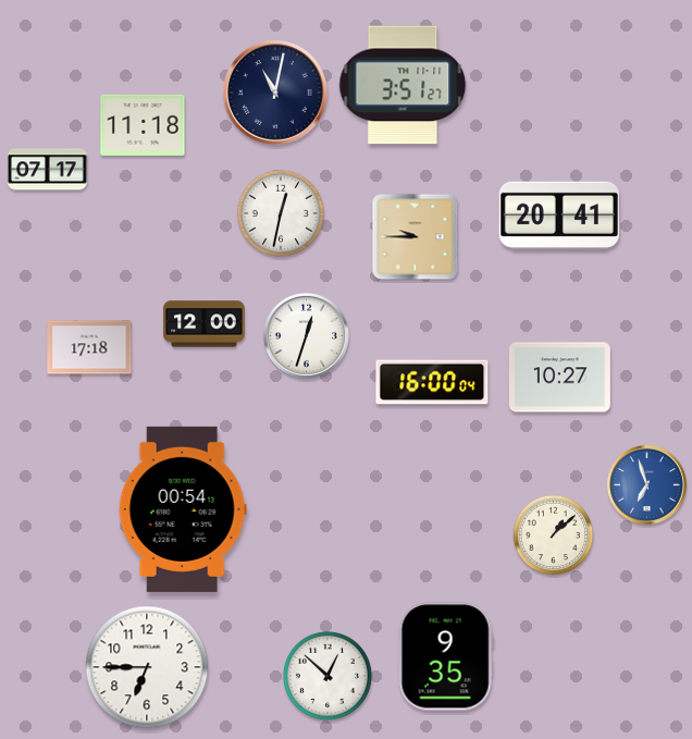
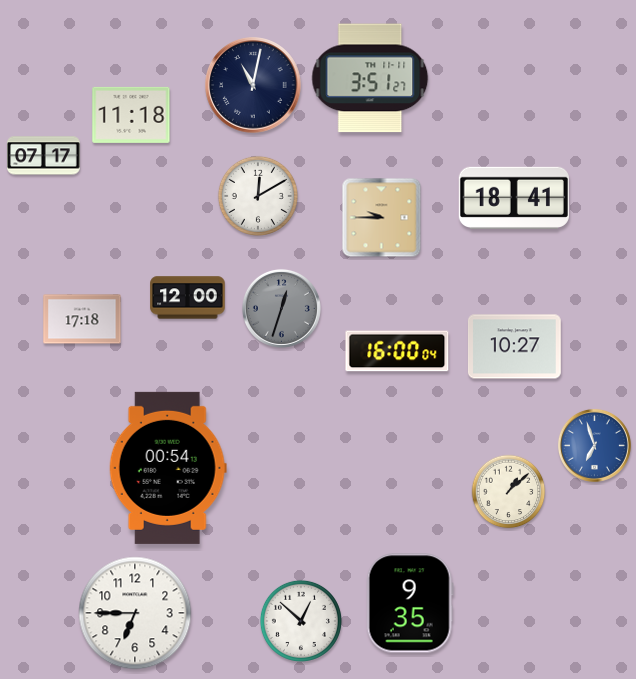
clock at (281, 213): 12:32 -> 12:10
clock at (559, 214): 20:41 -> 18:41
clock at (306, 335) dial: white -> grey
